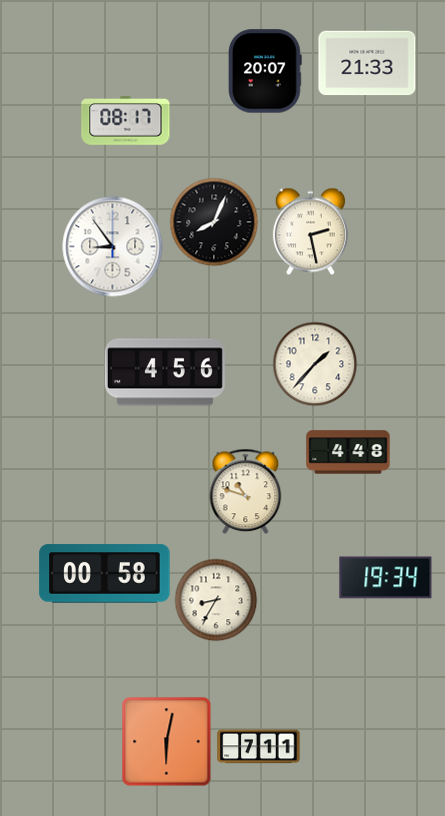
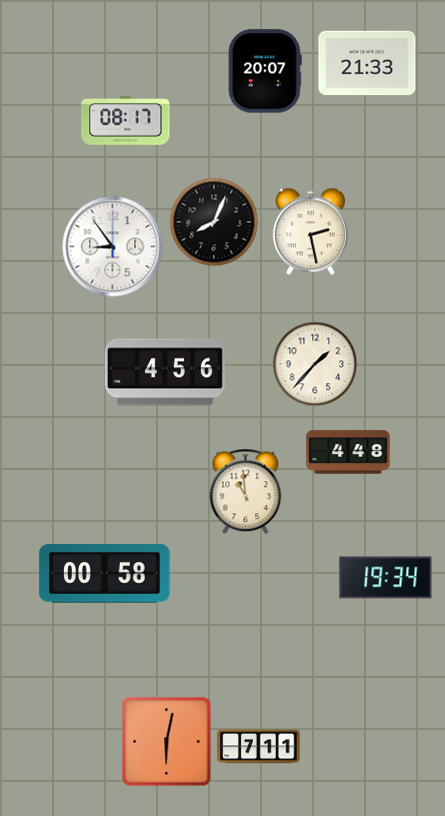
clock at (246, 491): 10:48 -> 10:59
clock at (216, 600): 8:35 -> none
